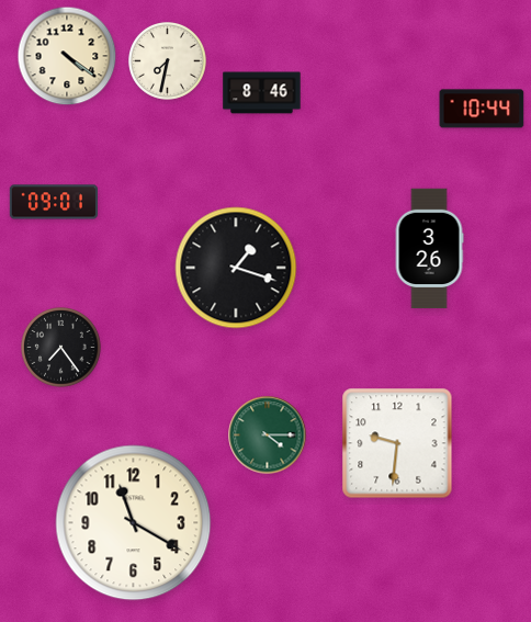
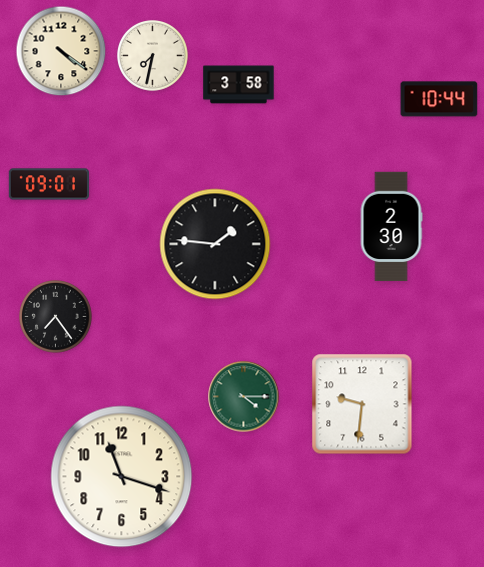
clock at (262, 93): 8:46 -> 3:58
clock at (429, 249): 3:26 -> 2:30
clock at (236, 268): 1:18 -> 1:46
clock at (134, 523): 11:20 -> 11:18
